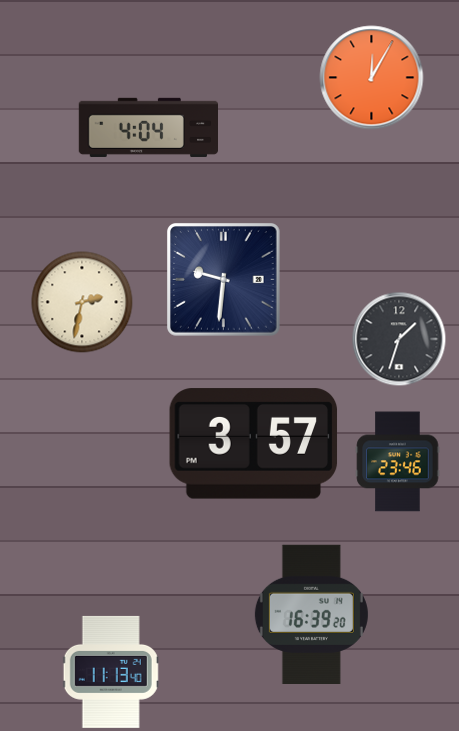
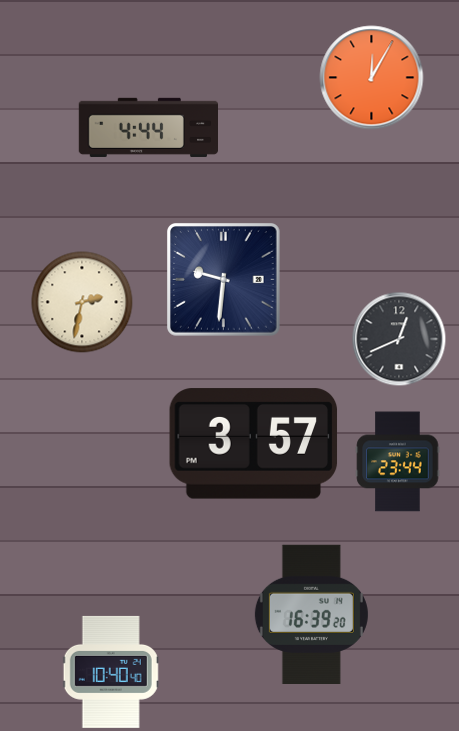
clock at (148, 127): 4:04 -> 4:44
clock at (399, 339): 1:33 -> 12:41
clock at (398, 462): 23:46 -> 23:44
clock at (111, 672): 11:13 -> 10:40
